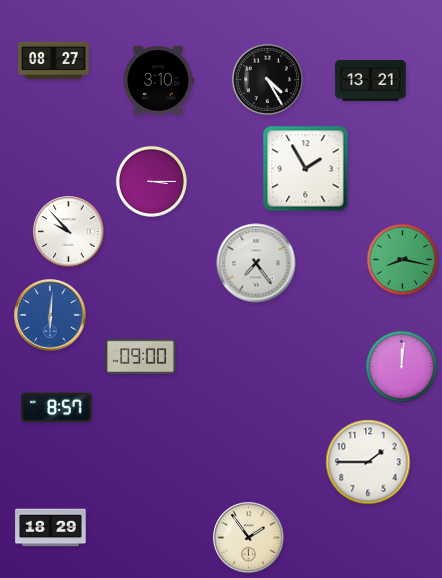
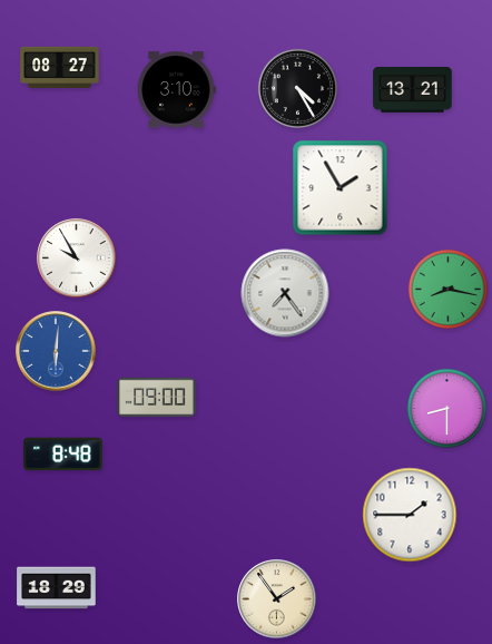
clock at (151, 181): 3:15 -> none
clock at (69, 232): 9:53 -> 9:55
clock at (401, 366): 12:01 -> 8:30
clock at (57, 408): 8:57 -> 8:48
